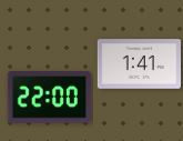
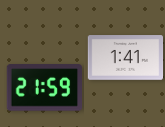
clock at (49, 98): 22:00 -> 21:59
